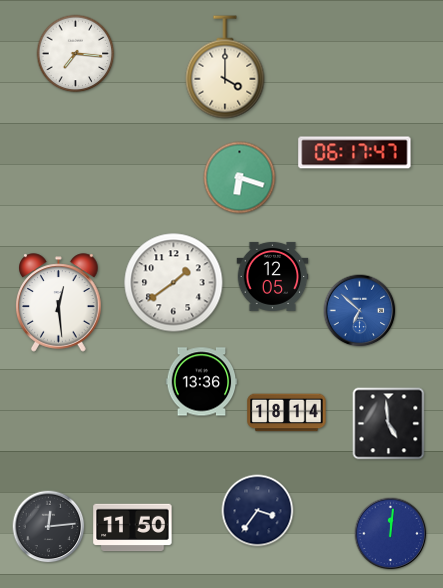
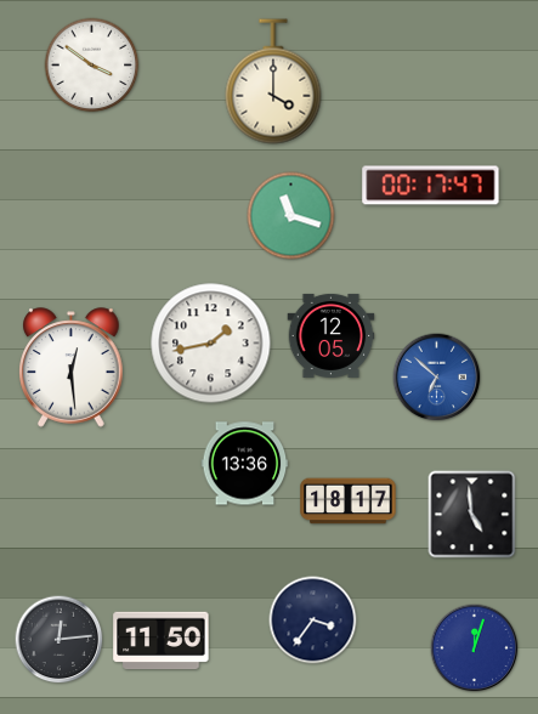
clock at (76, 54): 7:16 -> 3:51
clock at (355, 153): 06:17 -> 00:17
clock at (240, 178): 6:18 -> 11:18
clock at (174, 283): 1:39 -> 1:43
clock at (287, 413): 18:14 -> 18:17
clock at (391, 534): 12:01 -> 12:03
